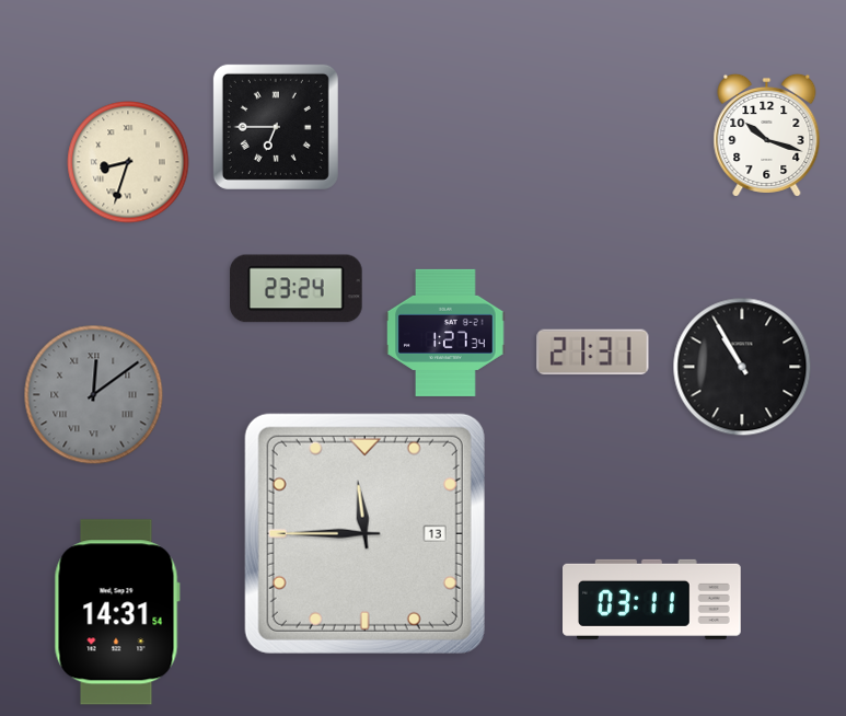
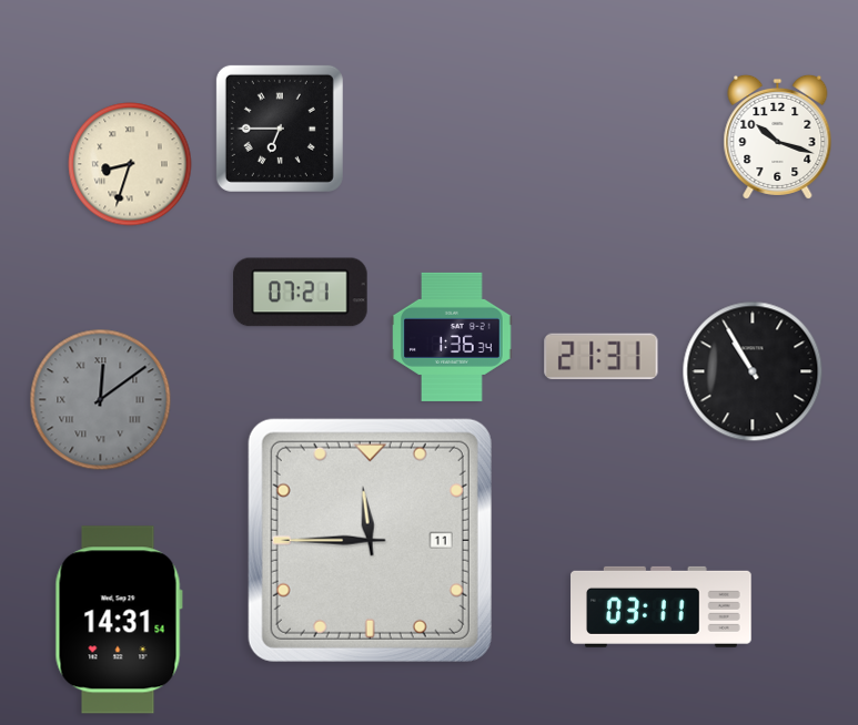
clock at (297, 289): 23:24 -> 07:21
clock at (445, 333): 1:27 -> 1:36
clock at (94, 395) position: (94, 395) -> (101, 400)
clock at (364, 533) date: 13 -> 11
